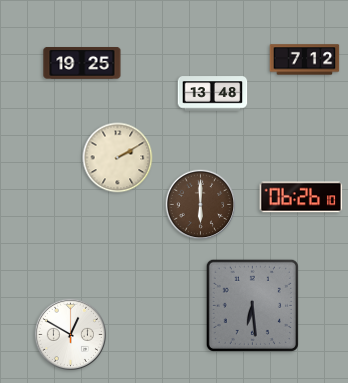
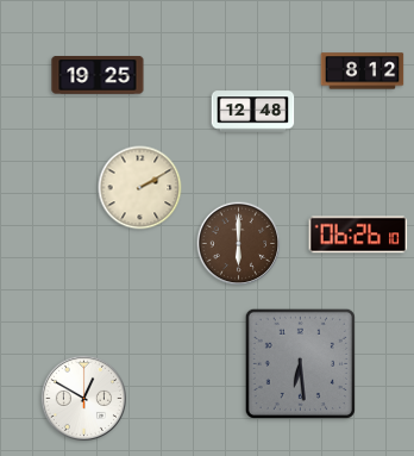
clock at (305, 60): 7:12 -> 8:12
clock at (213, 94): 13:48 -> 12:48
